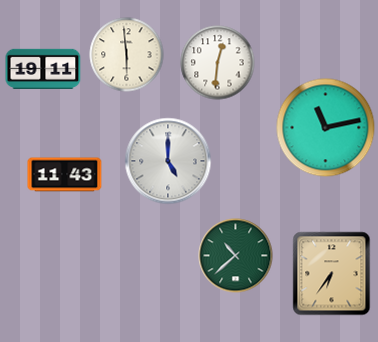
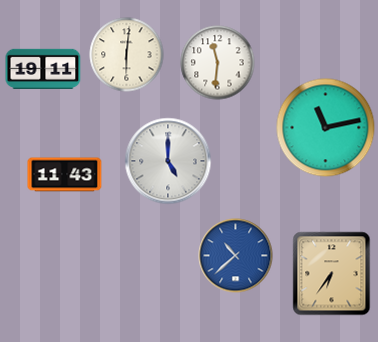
clock at (127, 55): 5:59 -> 6:01
clock at (218, 63): 12:31 -> 11:31
clock at (236, 256) dial: green -> blue
